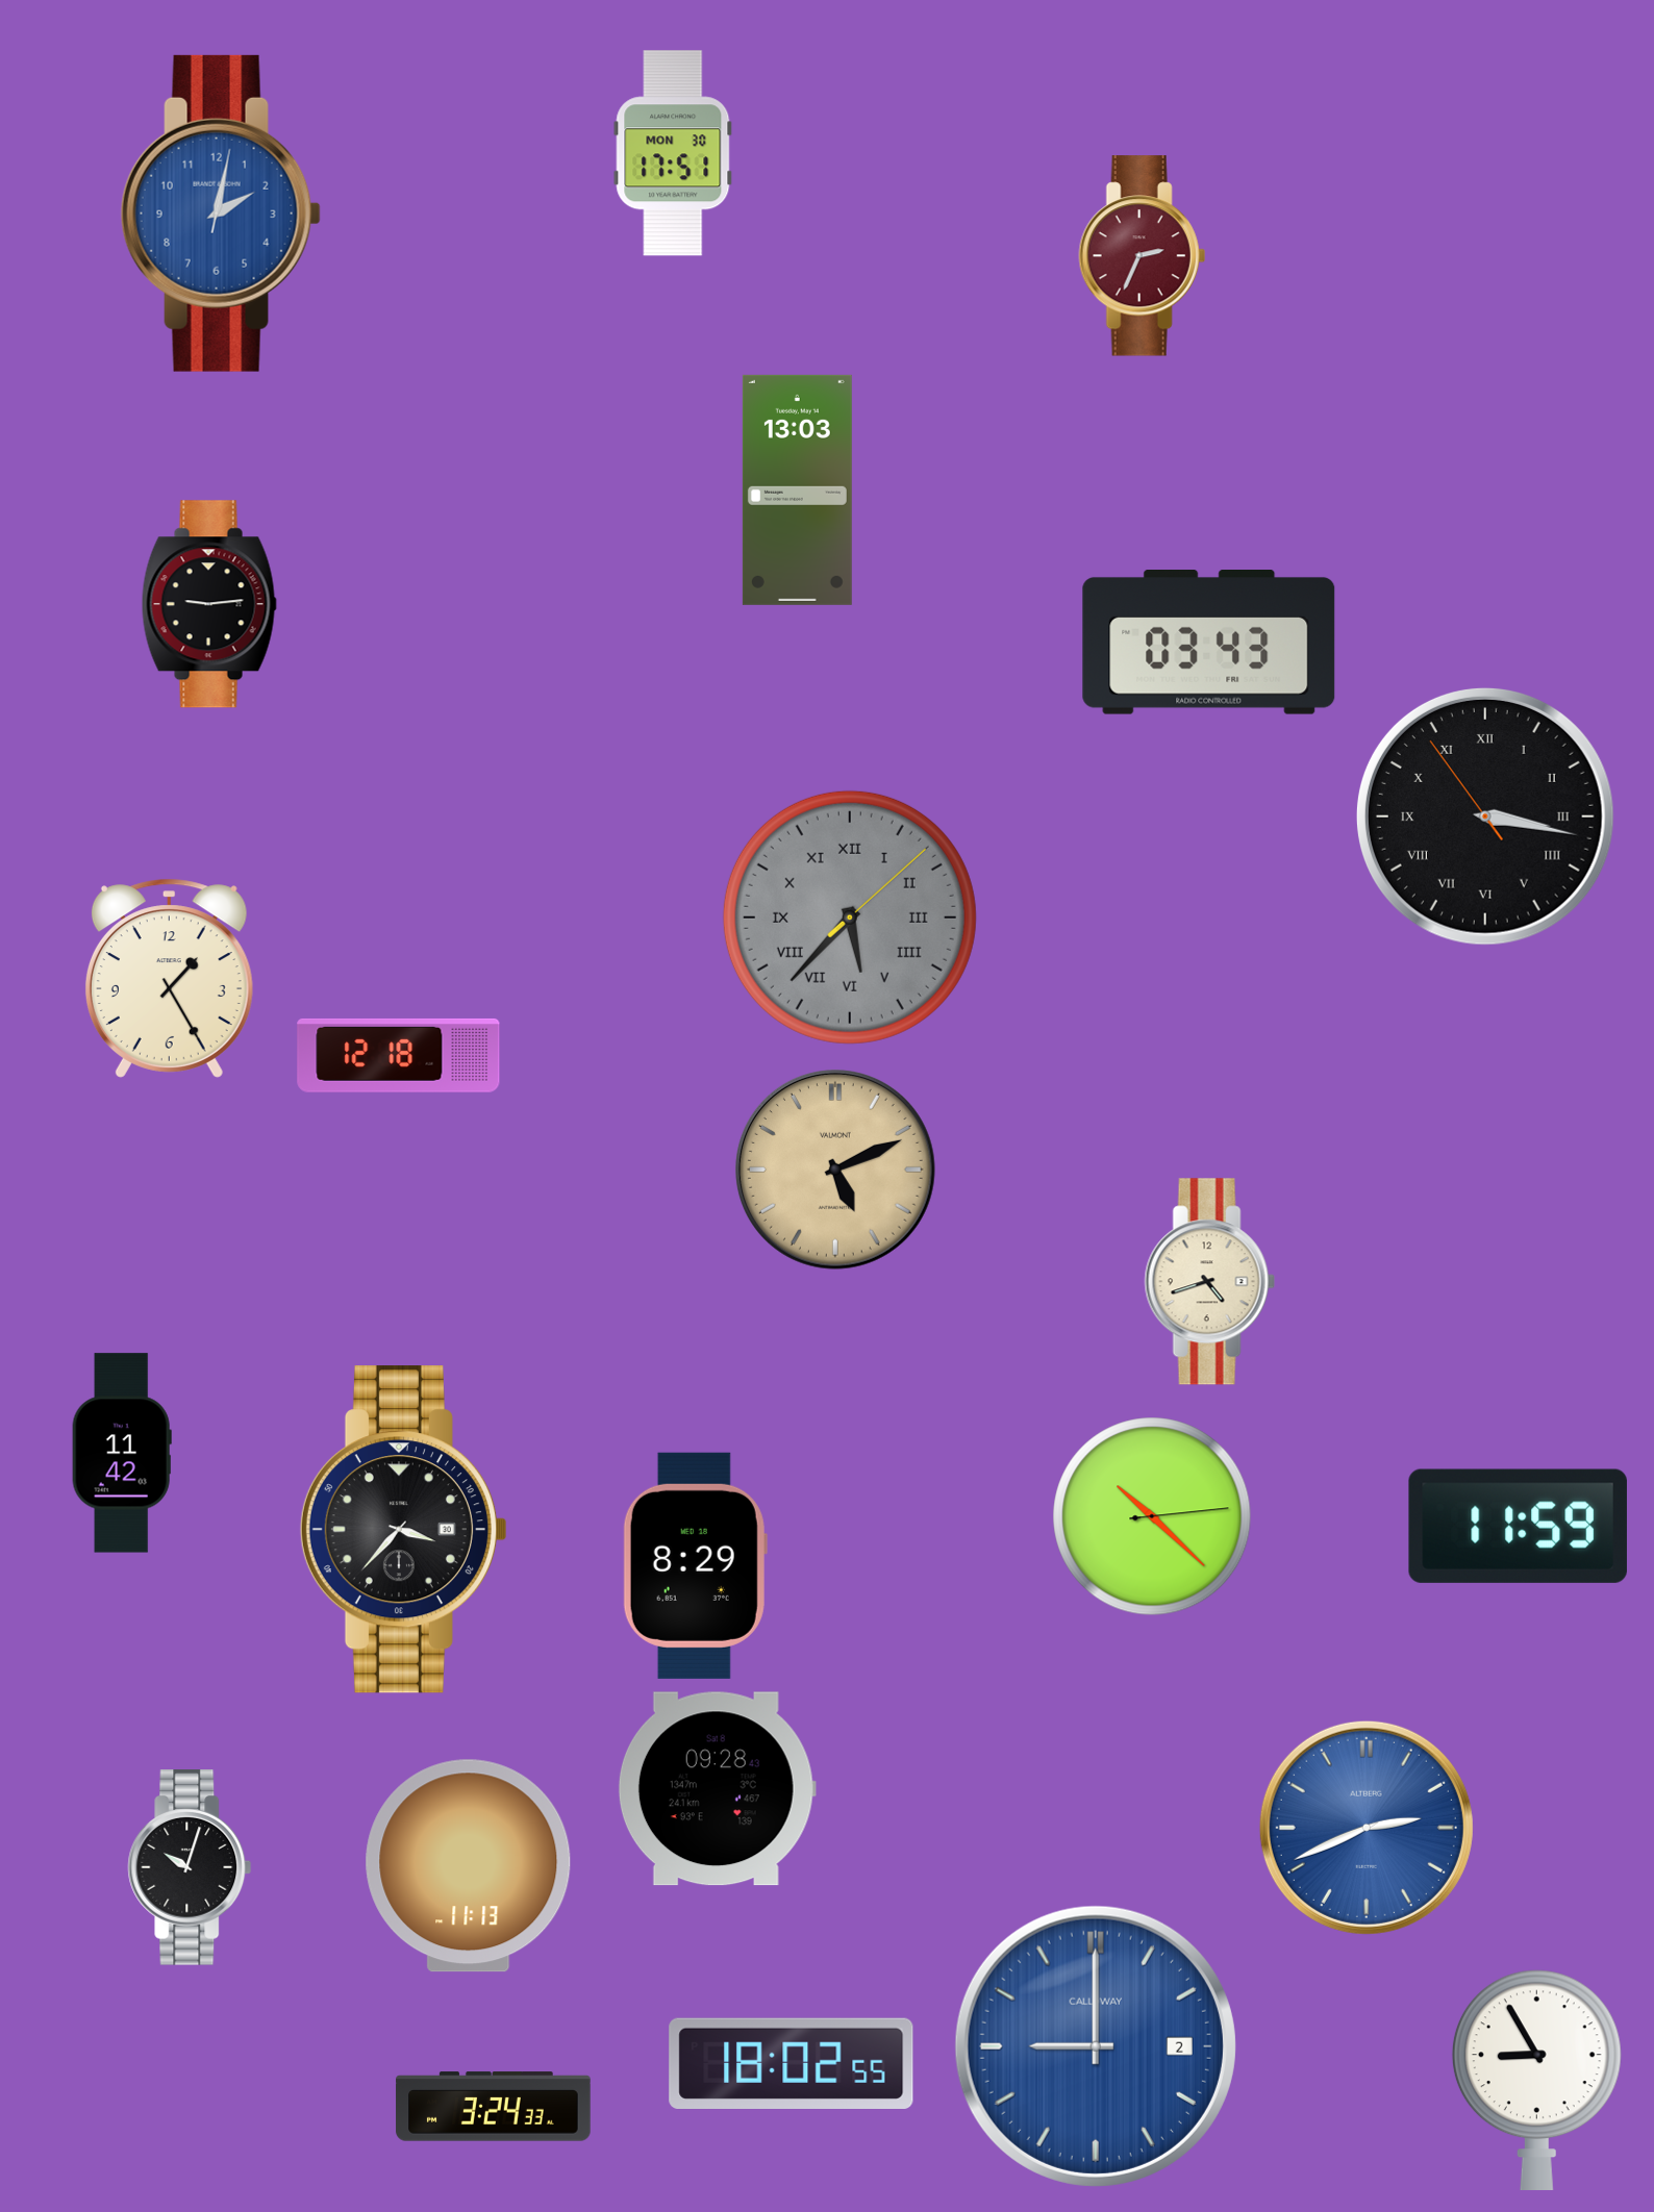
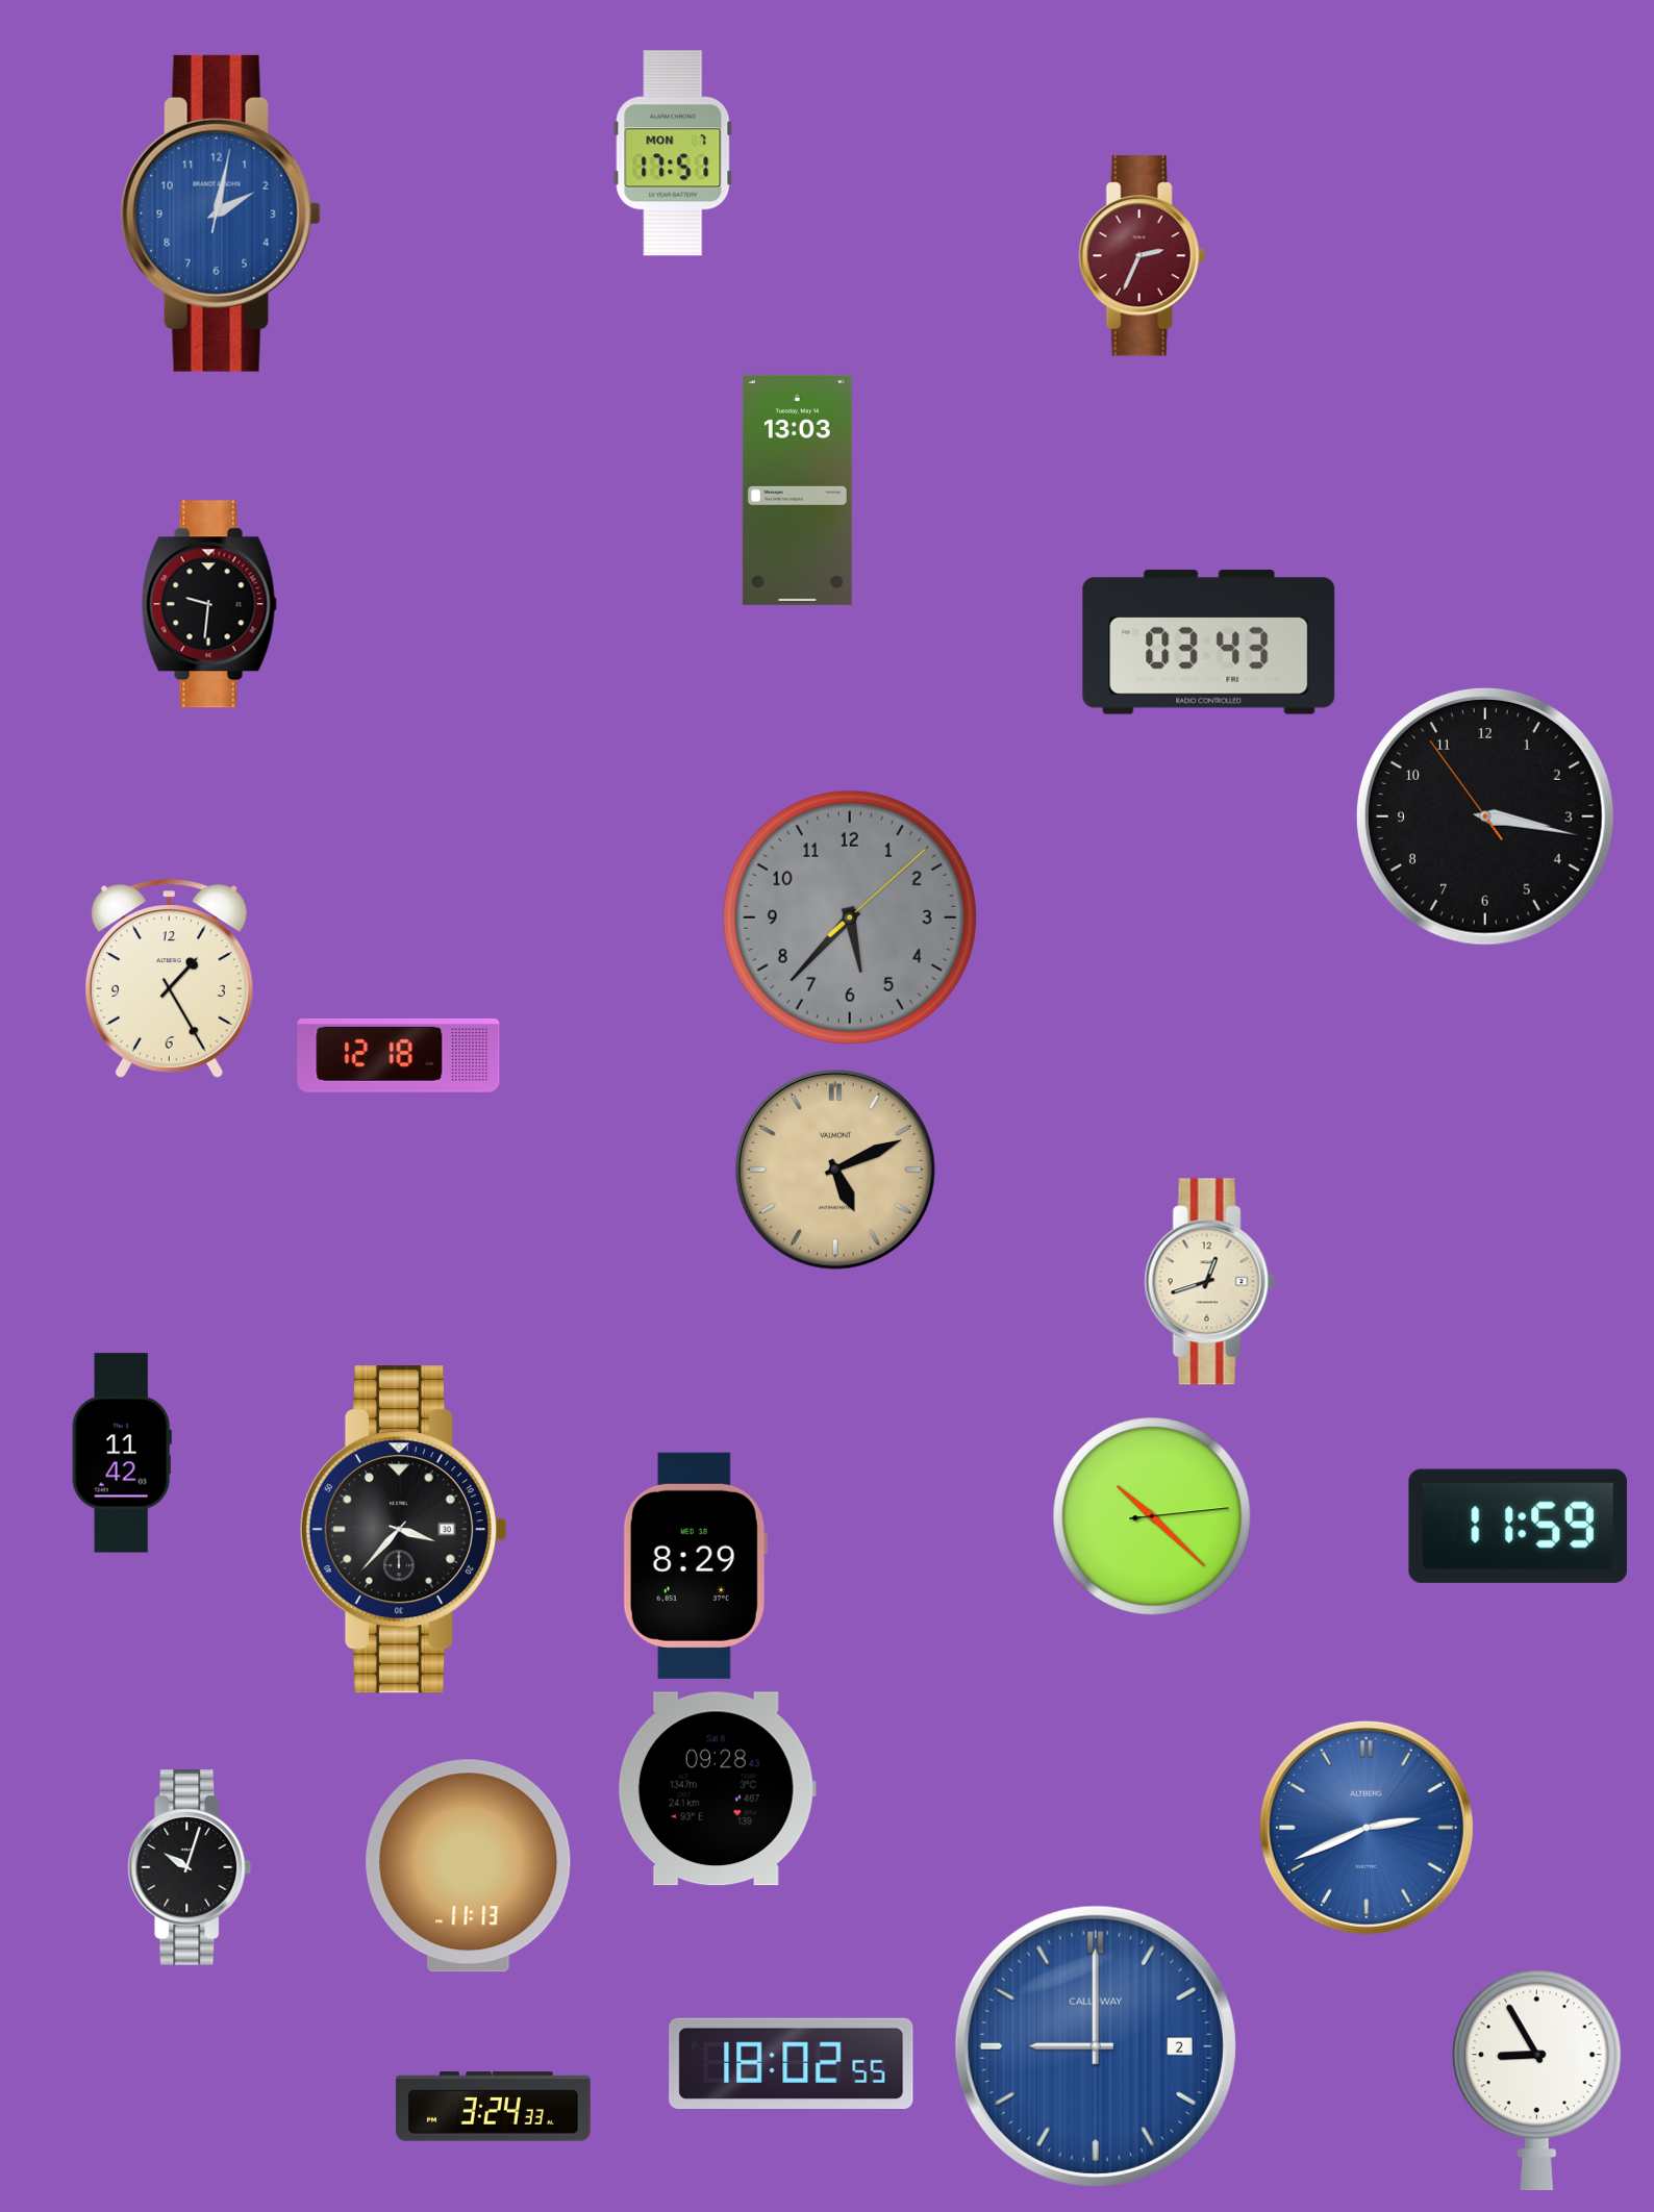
clock at (673, 153) date: MON 30 -> MON 7
clock at (209, 604): 9:14 -> 9:31
clock at (1485, 816) numerals: Roman -> Arabic
clock at (850, 918) numerals: Roman -> Arabic
clock at (1209, 1282): 4:42 -> 12:42
